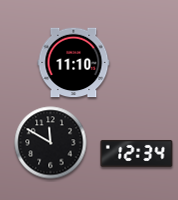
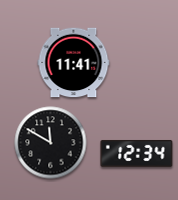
clock at (74, 63): 11:10 -> 11:41
